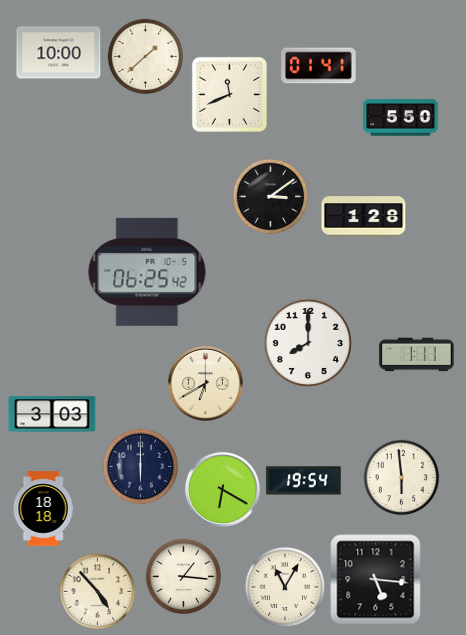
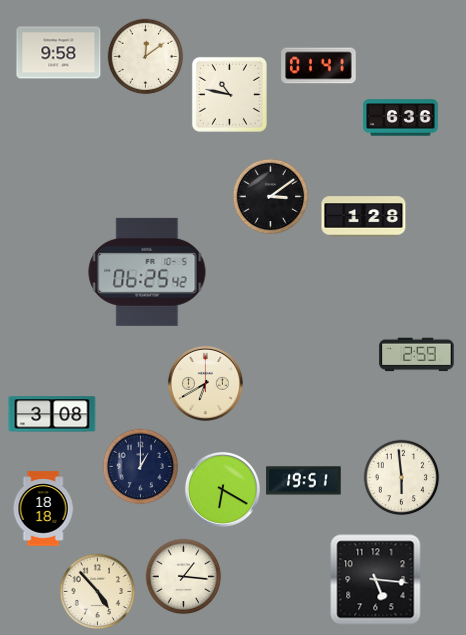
clock at (59, 53): 10:00 -> 9:58
clock at (146, 57): 1:38 -> 12:09
clock at (229, 94): 11:41 -> 10:47
clock at (401, 118): 5:50 -> 6:36
clock at (307, 342): 8:00 -> none
clock at (417, 355): 1:11 -> 2:59
clock at (52, 414): 3:03 -> 3:08
clock at (141, 467): 6:00 -> 1:00
clock at (304, 481): 19:54 -> 19:51
clock at (285, 587): 11:05 -> none
